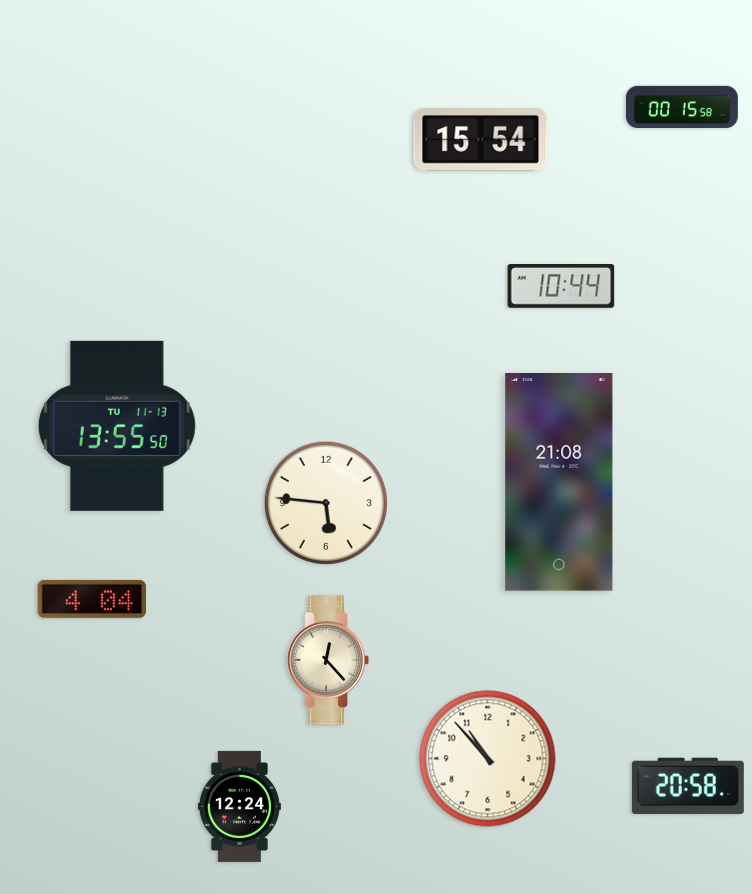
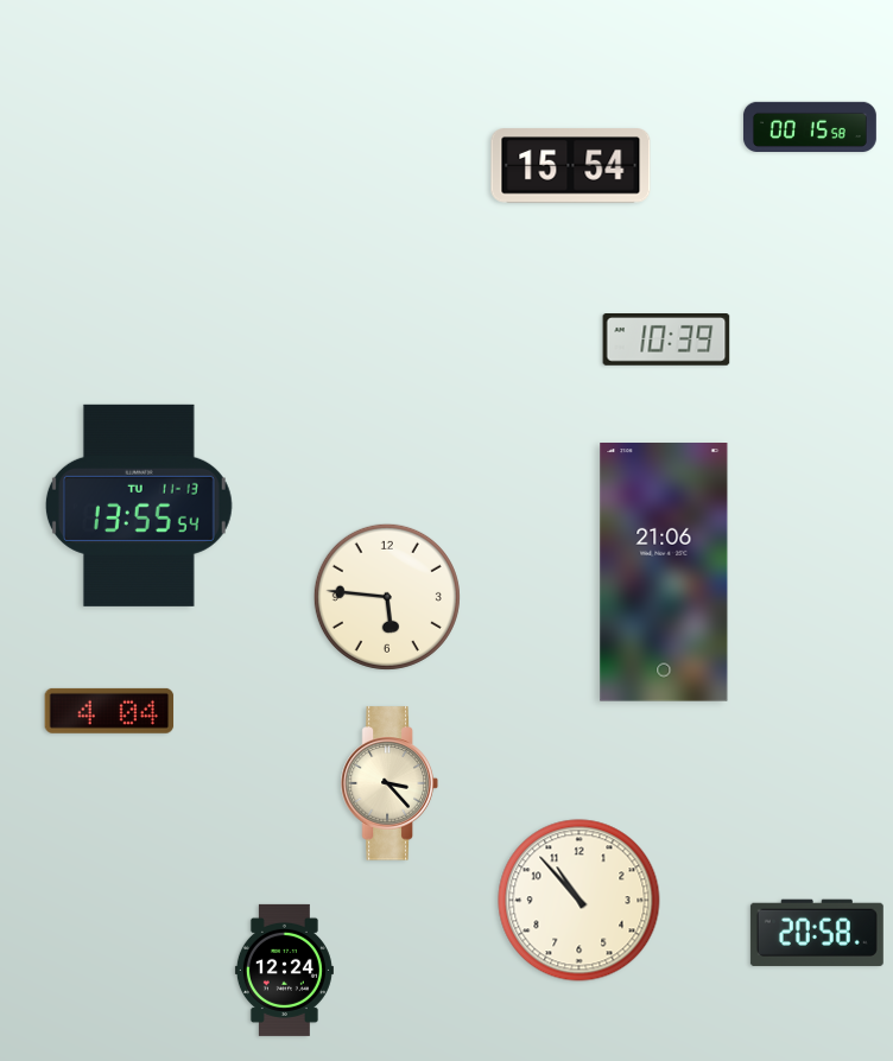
clock at (561, 287): 10:44 -> 10:39
clock at (117, 426): 13:55:50 -> 13:55:54
clock at (559, 483): 21:08 -> 21:06
clock at (328, 660): 12:23 -> 3:23
clock at (239, 806) position: (239, 806) -> (284, 970)
